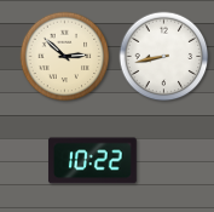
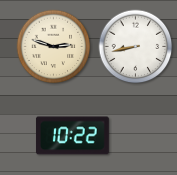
clock at (65, 57): 2:52 -> 2:48
clock at (92, 161) position: (92, 161) -> (72, 136)
